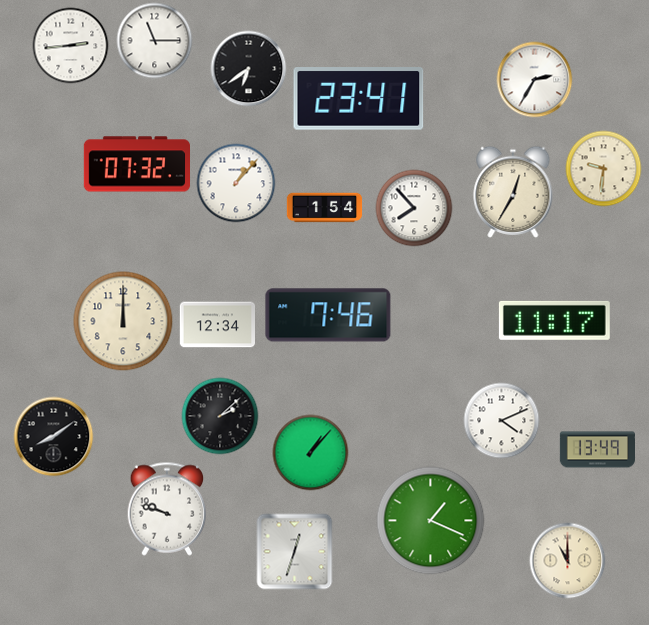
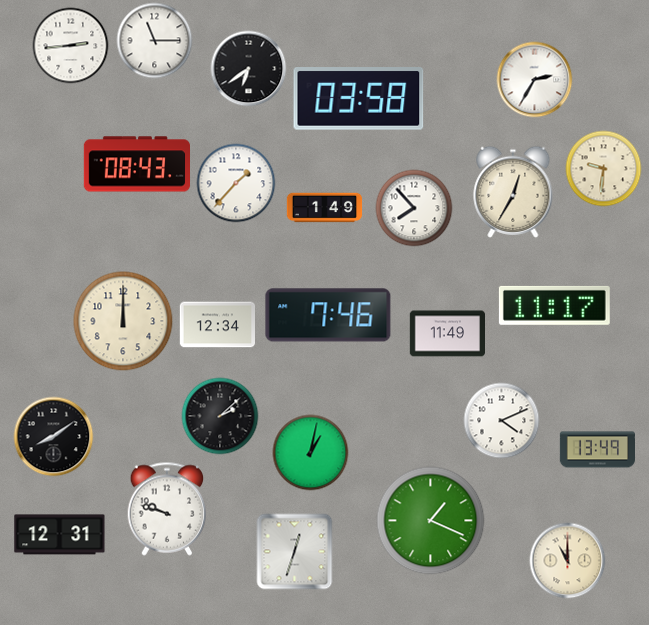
clock at (359, 99): 23:41 -> 03:58
clock at (136, 164): 07:32 -> 08:43
clock at (236, 183): 1:07 -> 1:37
clock at (325, 208): 1:54 -> 1:49
clock at (554, 320) position: (554, 320) -> (554, 305)
clock at (447, 334): none -> 11:49
clock at (311, 453): 1:07 -> 1:02
clock at (60, 535): none -> 12:31
